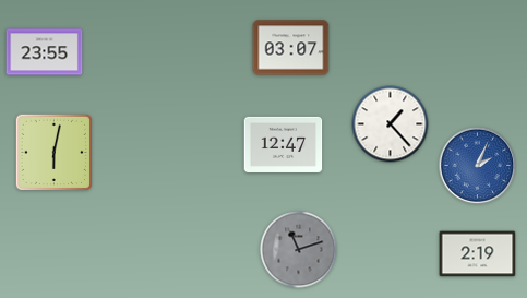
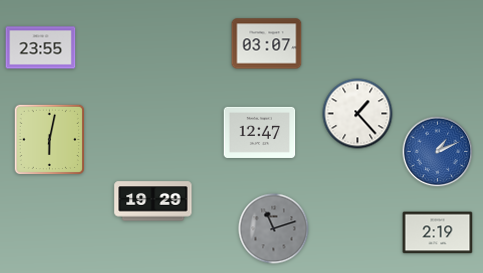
clock at (478, 166): 2:04 -> 1:11
clock at (153, 201): none -> 19:29
